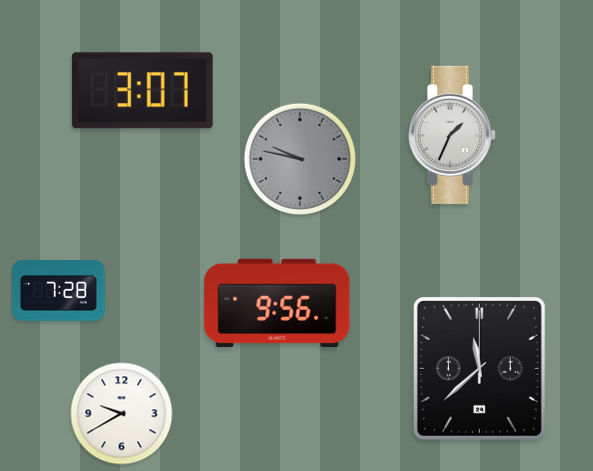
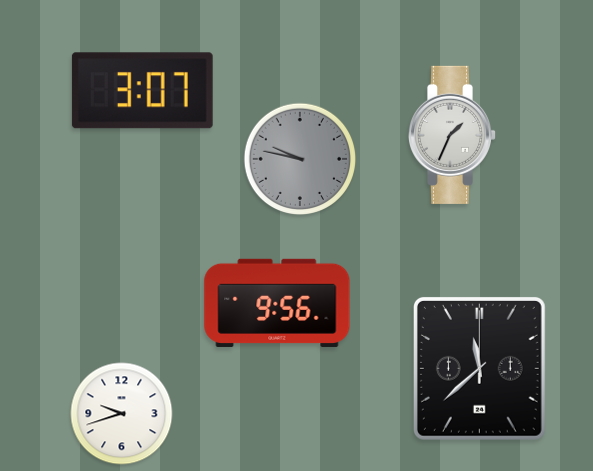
clock at (59, 291): 7:28 -> none
clock at (122, 414): 9:40 -> 9:42
